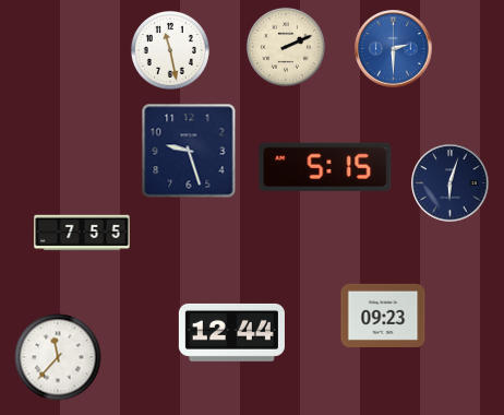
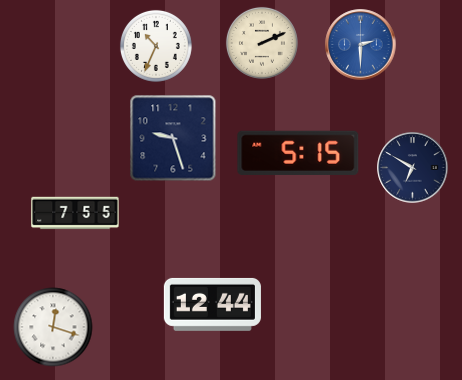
clock at (170, 50): 11:28 -> 10:34
clock at (451, 183): 6:03 -> 6:50
clock at (383, 316): 09:23 -> none
clock at (58, 357): 11:37 -> 12:18
